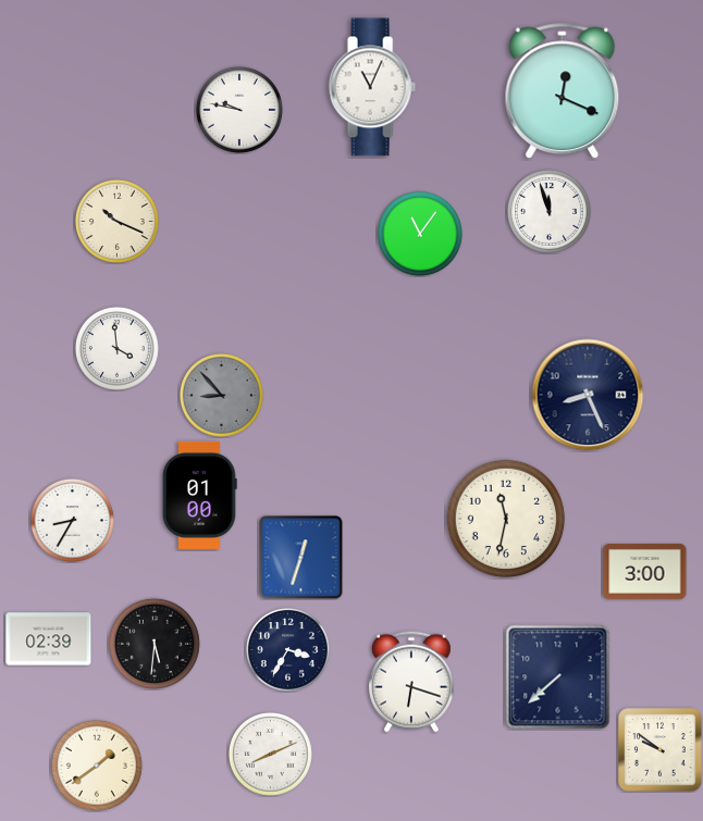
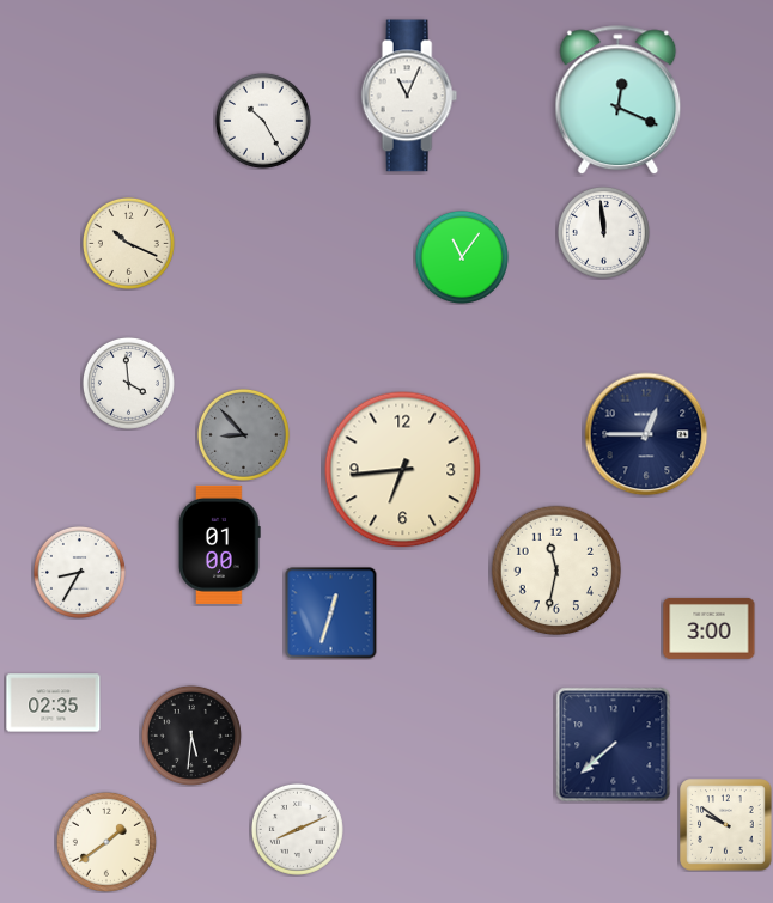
clock at (239, 110): 9:47 -> 10:25
clock at (548, 211): 11:57 -> 11:59
clock at (588, 395): 8:26 -> 12:45
clock at (403, 470): none -> 6:44
clock at (49, 639): 02:39 -> 02:35
clock at (155, 644) position: (155, 644) -> (191, 736)
clock at (287, 649): 3:35 -> none
clock at (412, 682): 6:18 -> none
